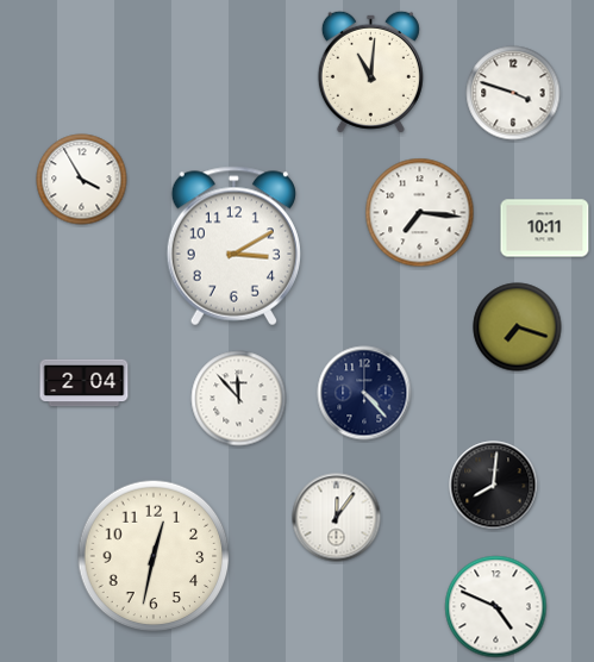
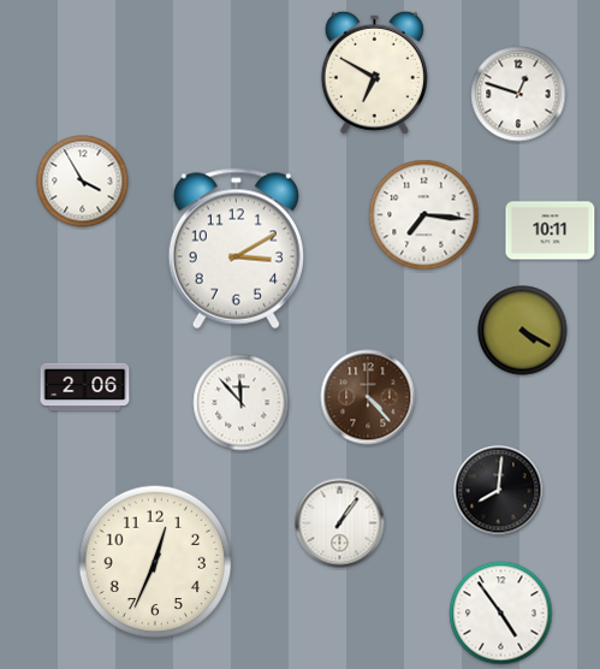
clock at (370, 71): 11:01 -> 6:50
clock at (513, 93): 3:48 -> 12:48
clock at (518, 327): 7:18 -> 4:20
clock at (85, 383): 2:04 -> 2:06
clock at (364, 393) dial: navy -> brown
clock at (337, 518): 12:06 -> 1:06
clock at (154, 556): 12:32 -> 12:34
clock at (496, 607): 4:49 -> 4:54
